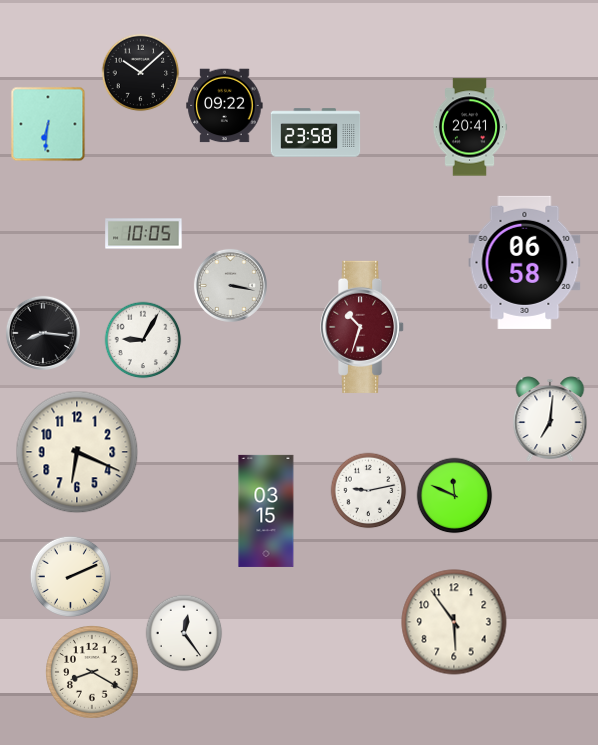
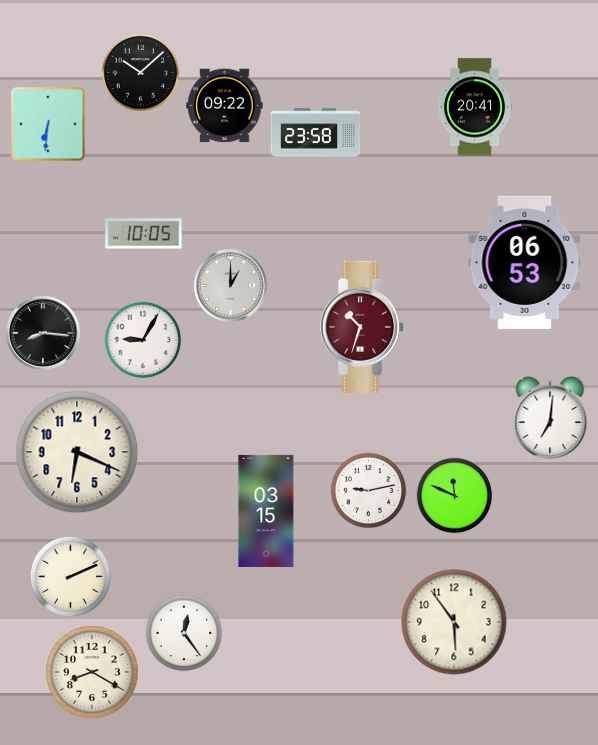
clock at (470, 127) position: (470, 127) -> (475, 107)
clock at (525, 262): 06:58 -> 06:53
clock at (230, 285): 3:17 -> 1:00
